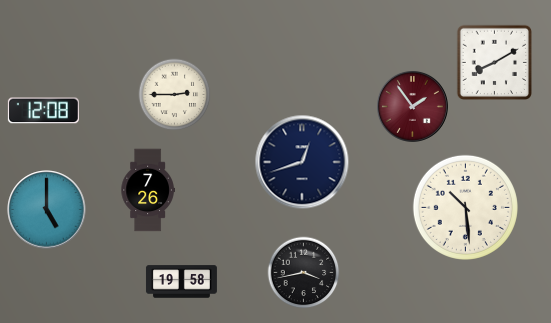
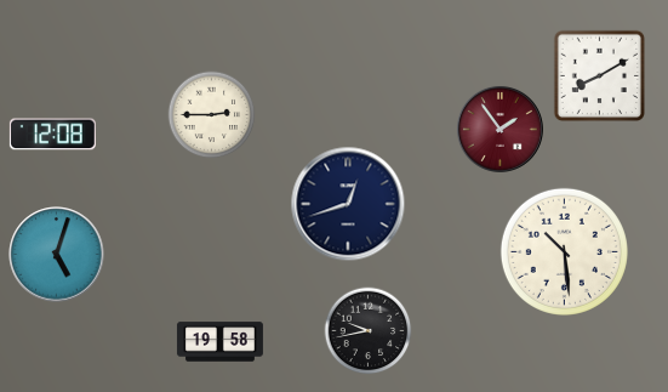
clock at (302, 162) position: (302, 162) -> (348, 204)
clock at (148, 190): 7:26 -> none
clock at (47, 210): 5:00 -> 5:03
clock at (304, 273): 3:43 -> 9:43
